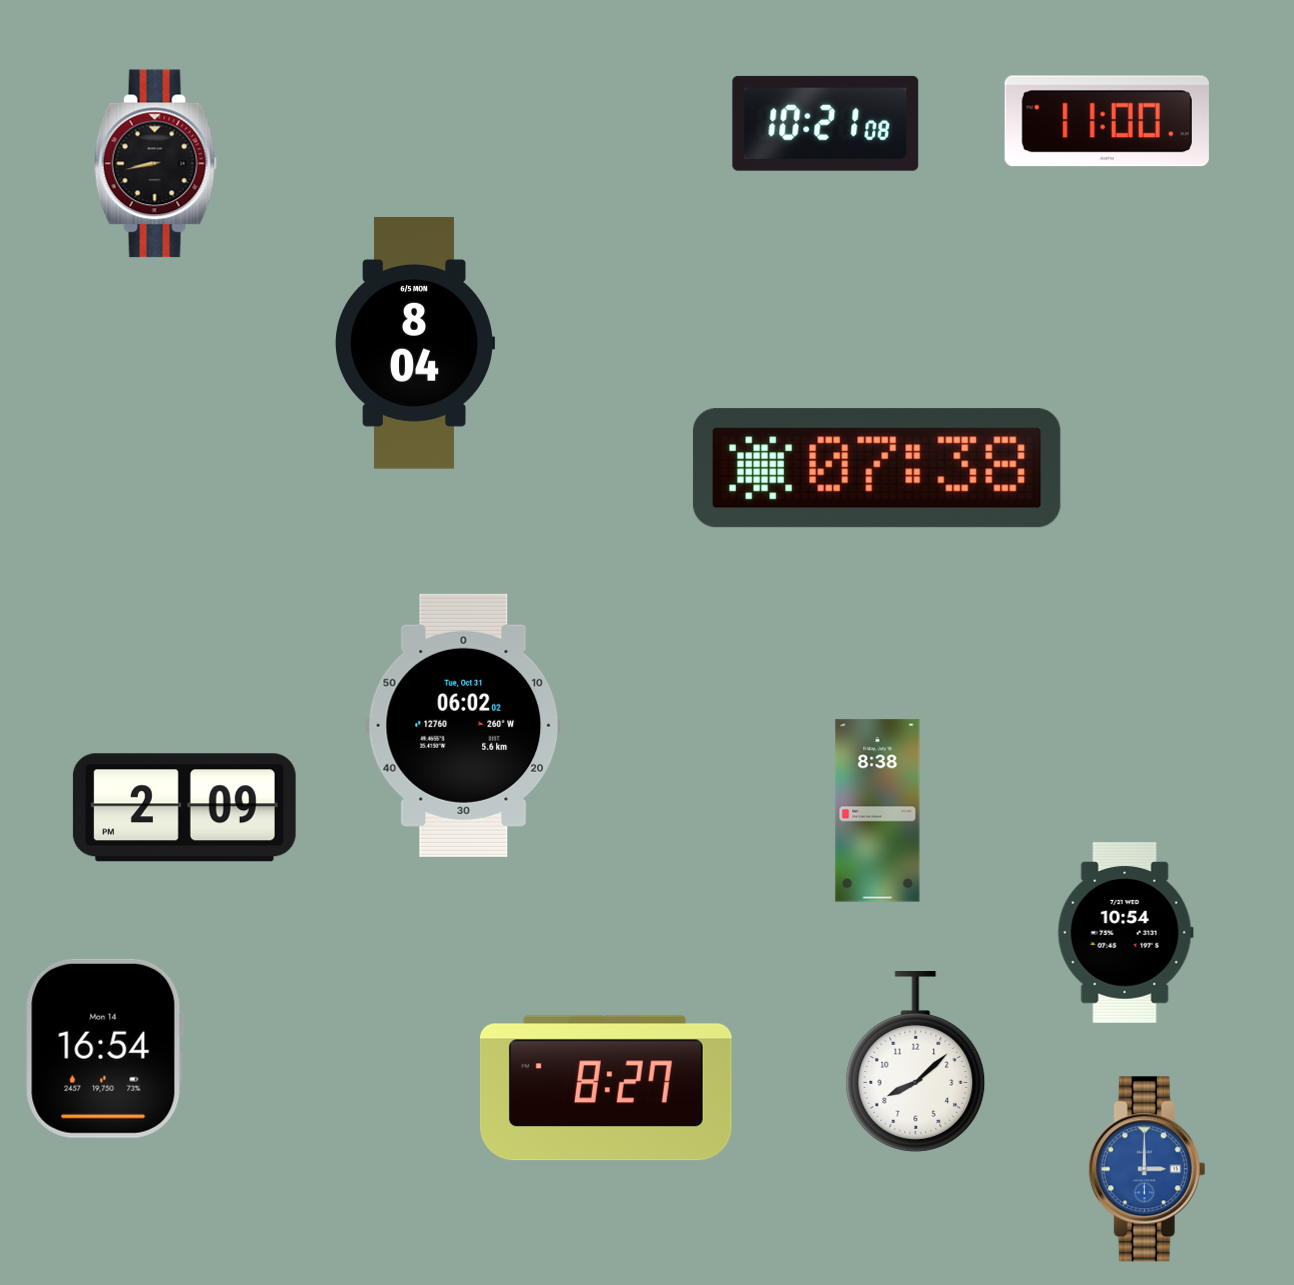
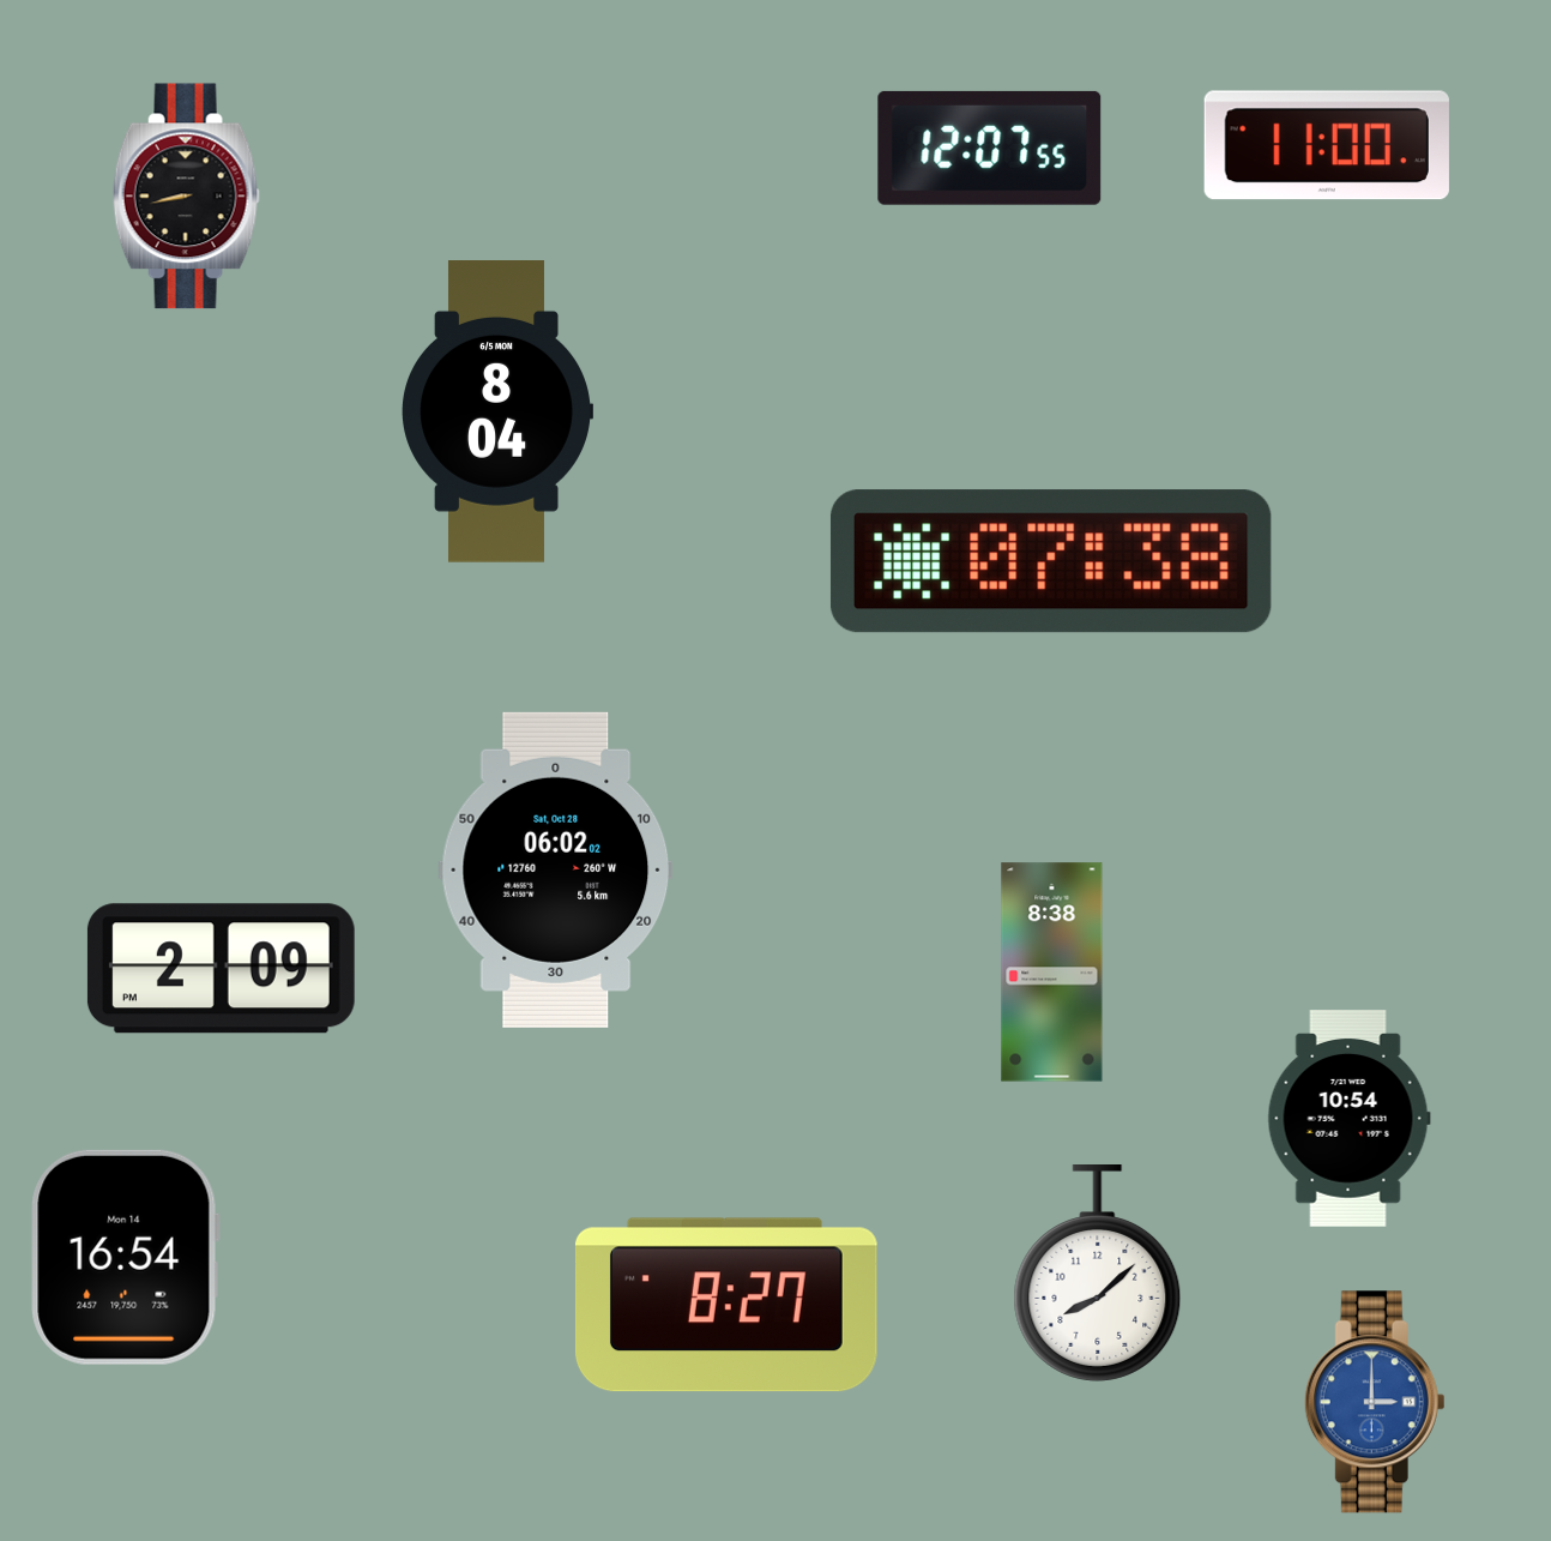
clock at (826, 123): 10:21 -> 12:07
clock at (464, 725) date: Tue, Oct 31 -> Sat, Oct 28
